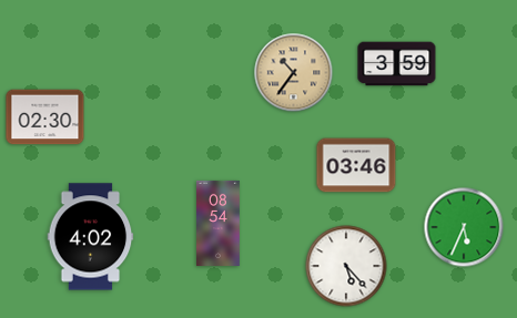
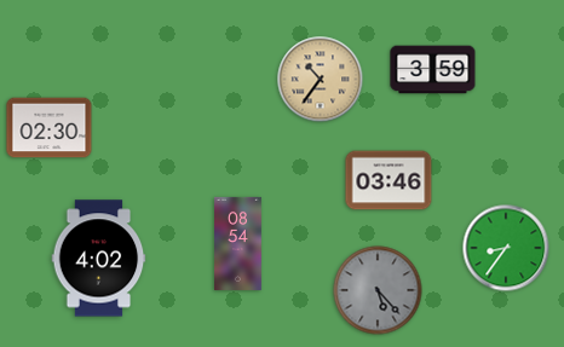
clock at (464, 227): 5:34 -> 8:36
clock at (346, 266) dial: white -> grey
